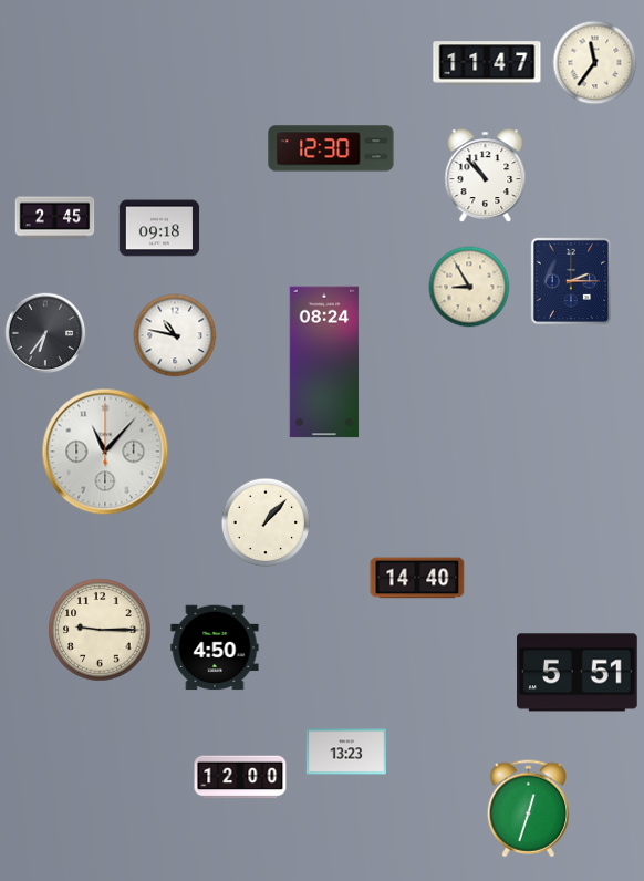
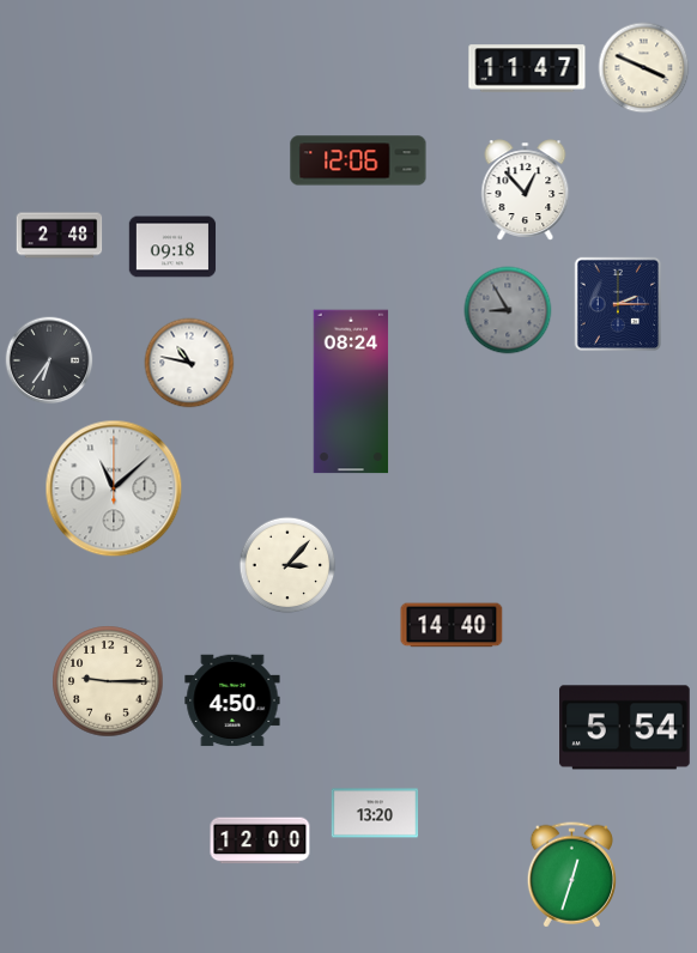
clock at (595, 63): 11:36 -> 3:49
clock at (331, 148): 12:30 -> 12:06
clock at (486, 176): 10:53 -> 12:53
clock at (55, 218): 2:45 -> 2:48
clock at (469, 287) dial: cream -> grey
clock at (105, 452): 11:07 -> 11:08
clock at (266, 522): 1:07 -> 3:07
clock at (578, 673): 5:51 -> 5:54
clock at (346, 752): 13:23 -> 13:20
